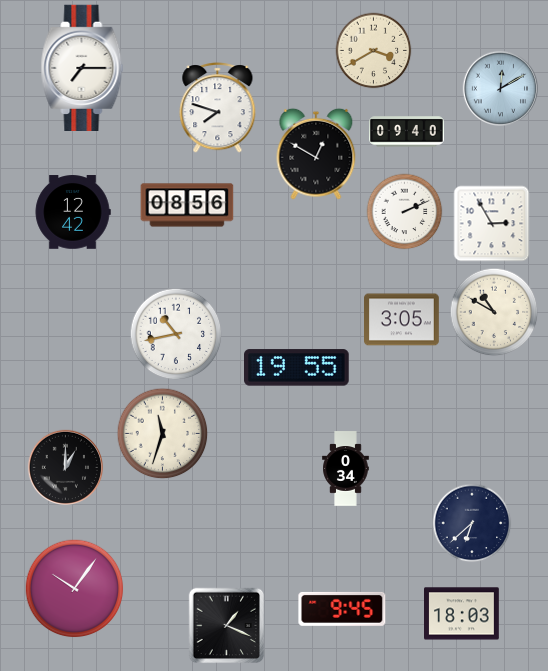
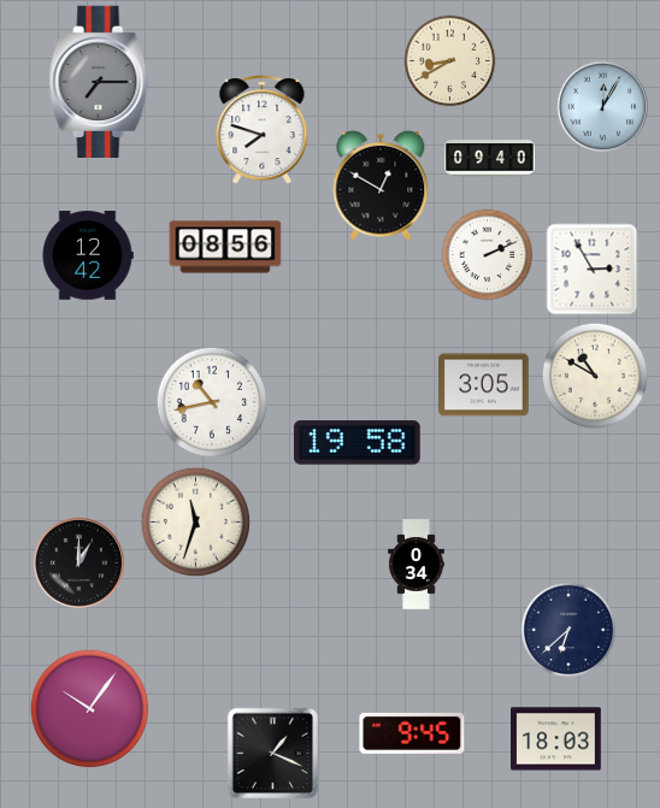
clock at (374, 51): 3:40 -> 8:40
clock at (82, 67) dial: white -> grey
clock at (500, 88): 12:10 -> 12:05
clock at (297, 368): 19:55 -> 19:58
